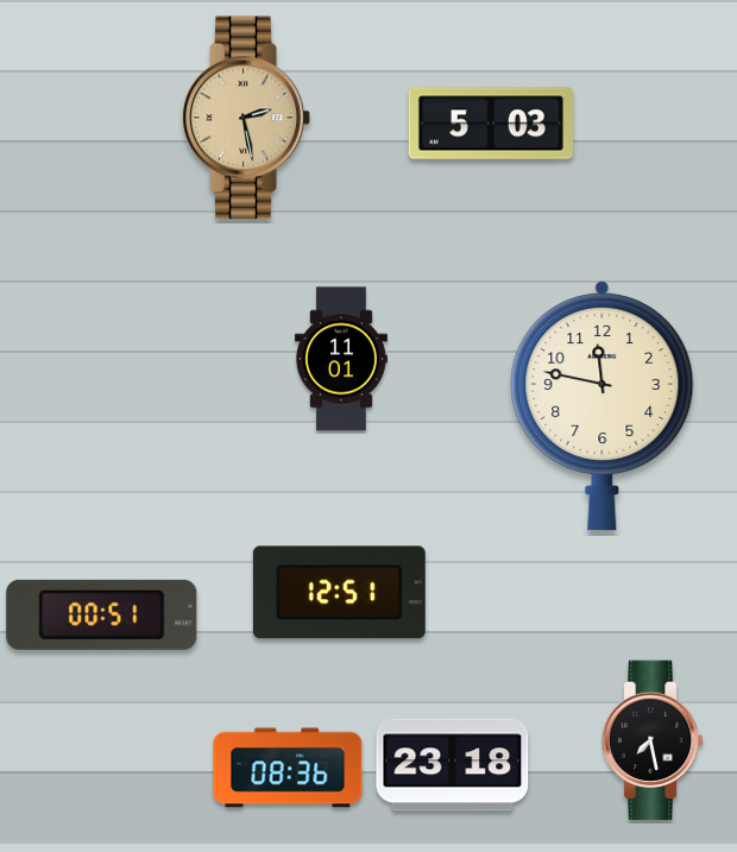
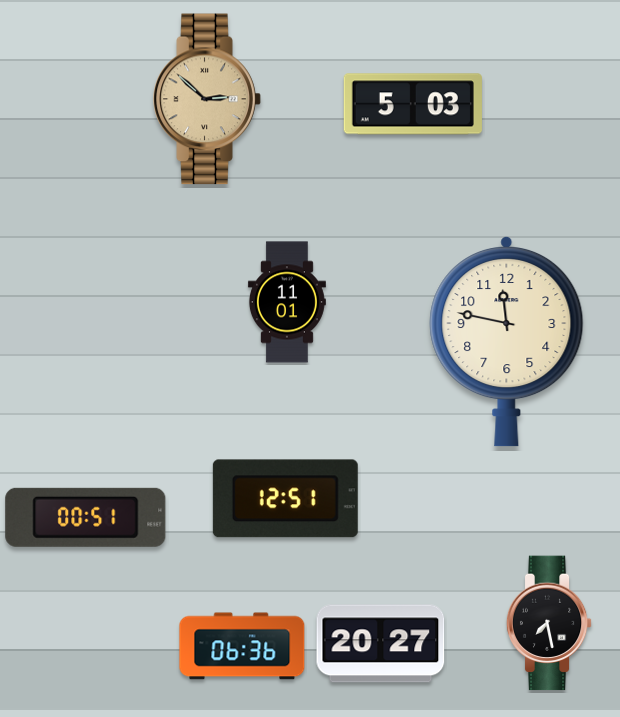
clock at (246, 118): 2:28 -> 2:52
clock at (453, 765): 23:18 -> 20:27
clock at (288, 768): 08:36 -> 06:36
